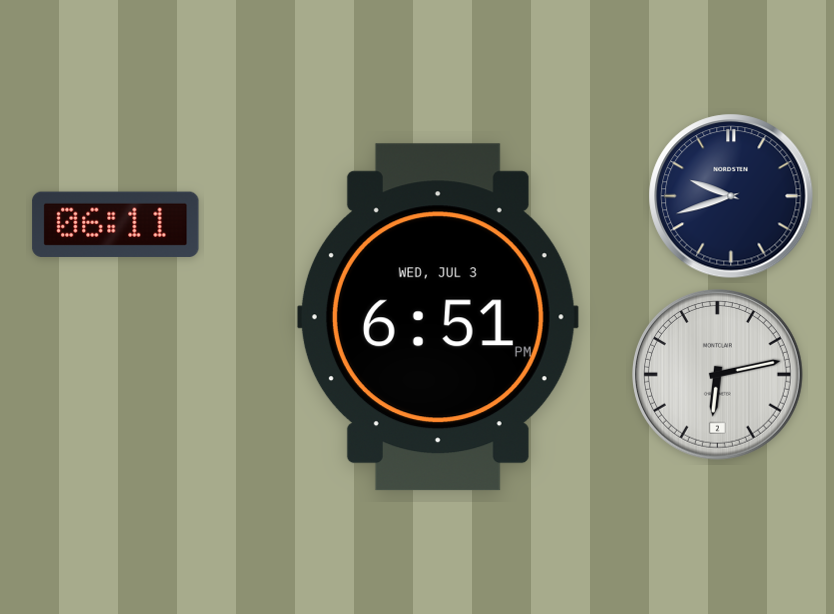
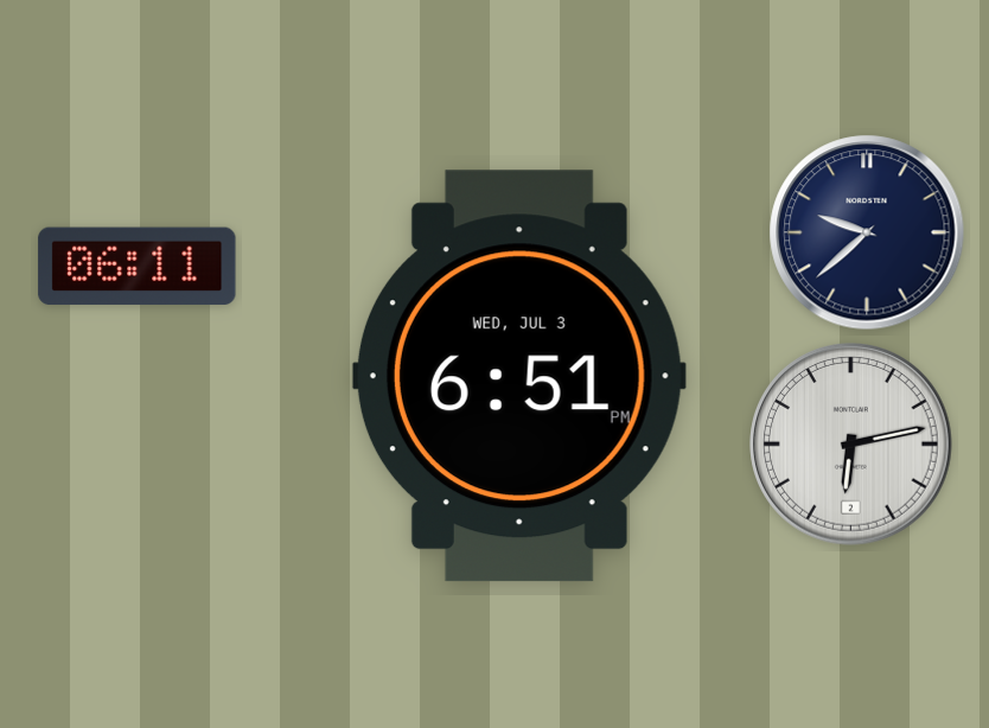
clock at (731, 196): 9:42 -> 9:38
